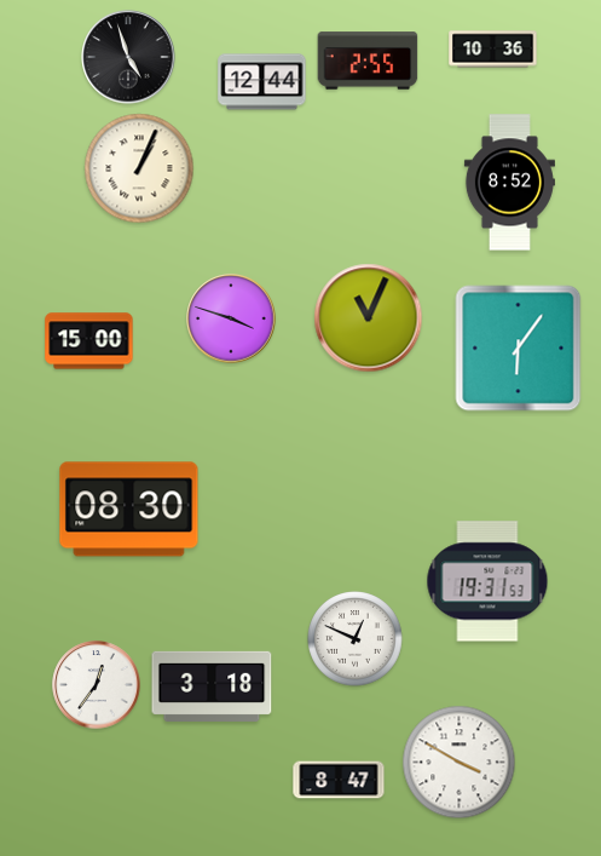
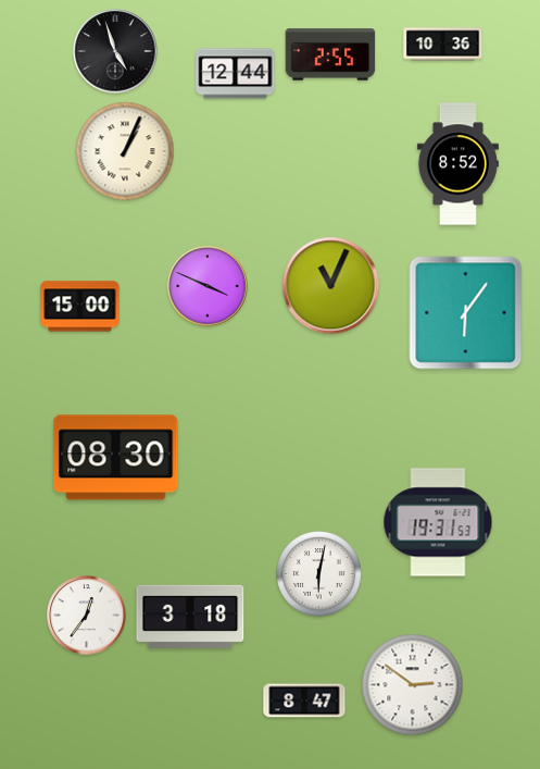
clock at (231, 318): 3:48 -> 3:49
clock at (356, 639): 12:49 -> 6:02
clock at (460, 763): 3:50 -> 2:51
